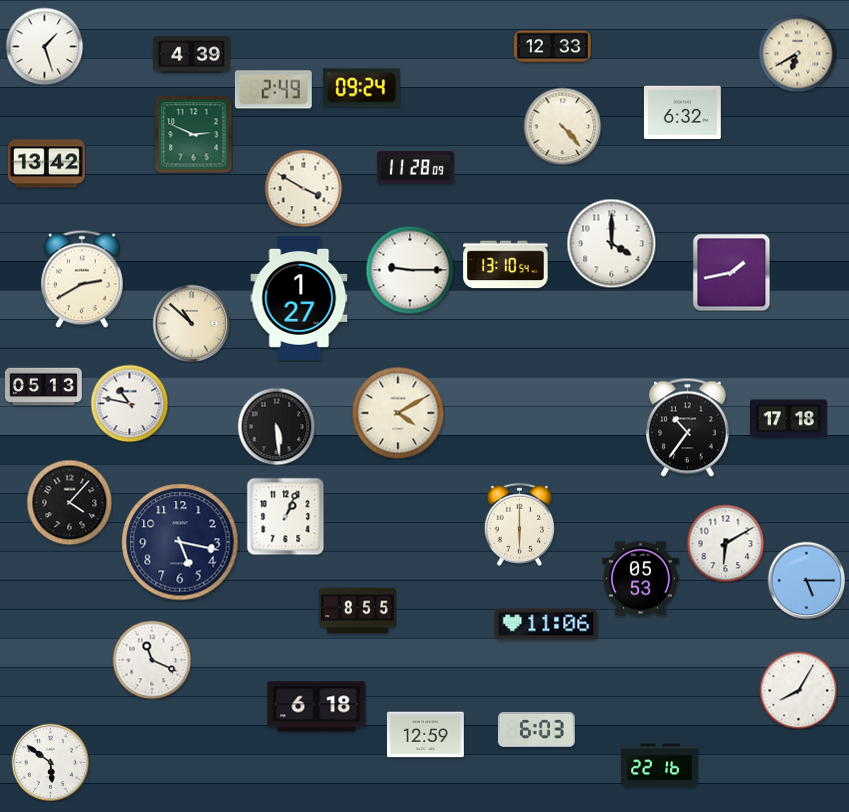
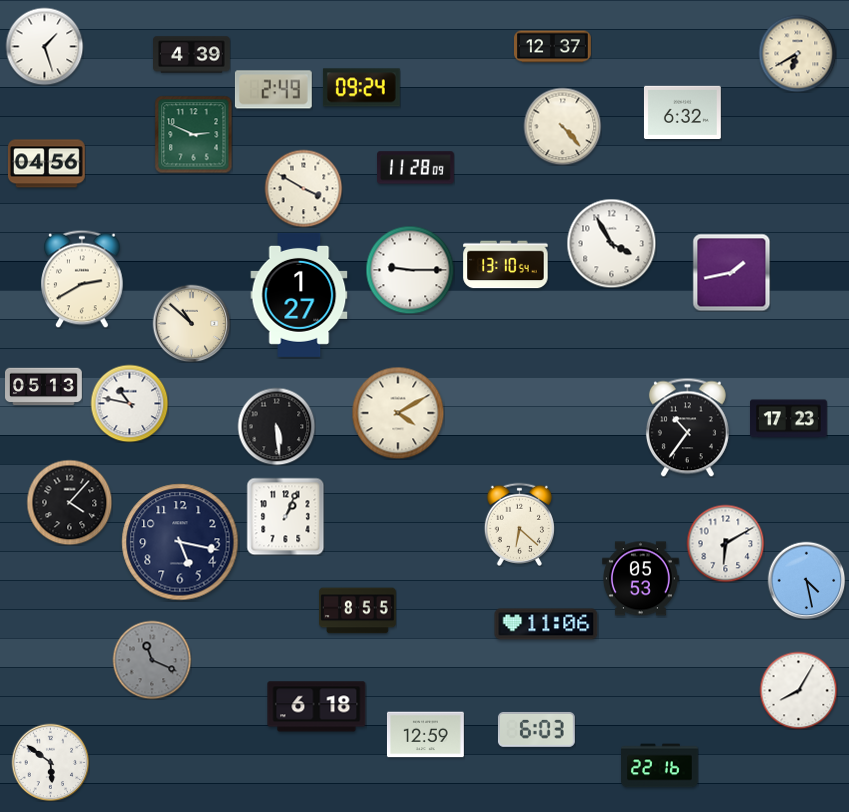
clock at (553, 47): 12:33 -> 12:37
clock at (46, 164): 13:42 -> 04:56
clock at (611, 243): 4:00 -> 3:55
clock at (299, 298) position: (299, 298) -> (299, 295)
clock at (789, 419): 17:18 -> 17:23
clock at (519, 524): 6:00 -> 6:22
clock at (806, 580): 5:15 -> 4:28
clock at (152, 660) dial: white -> grey
